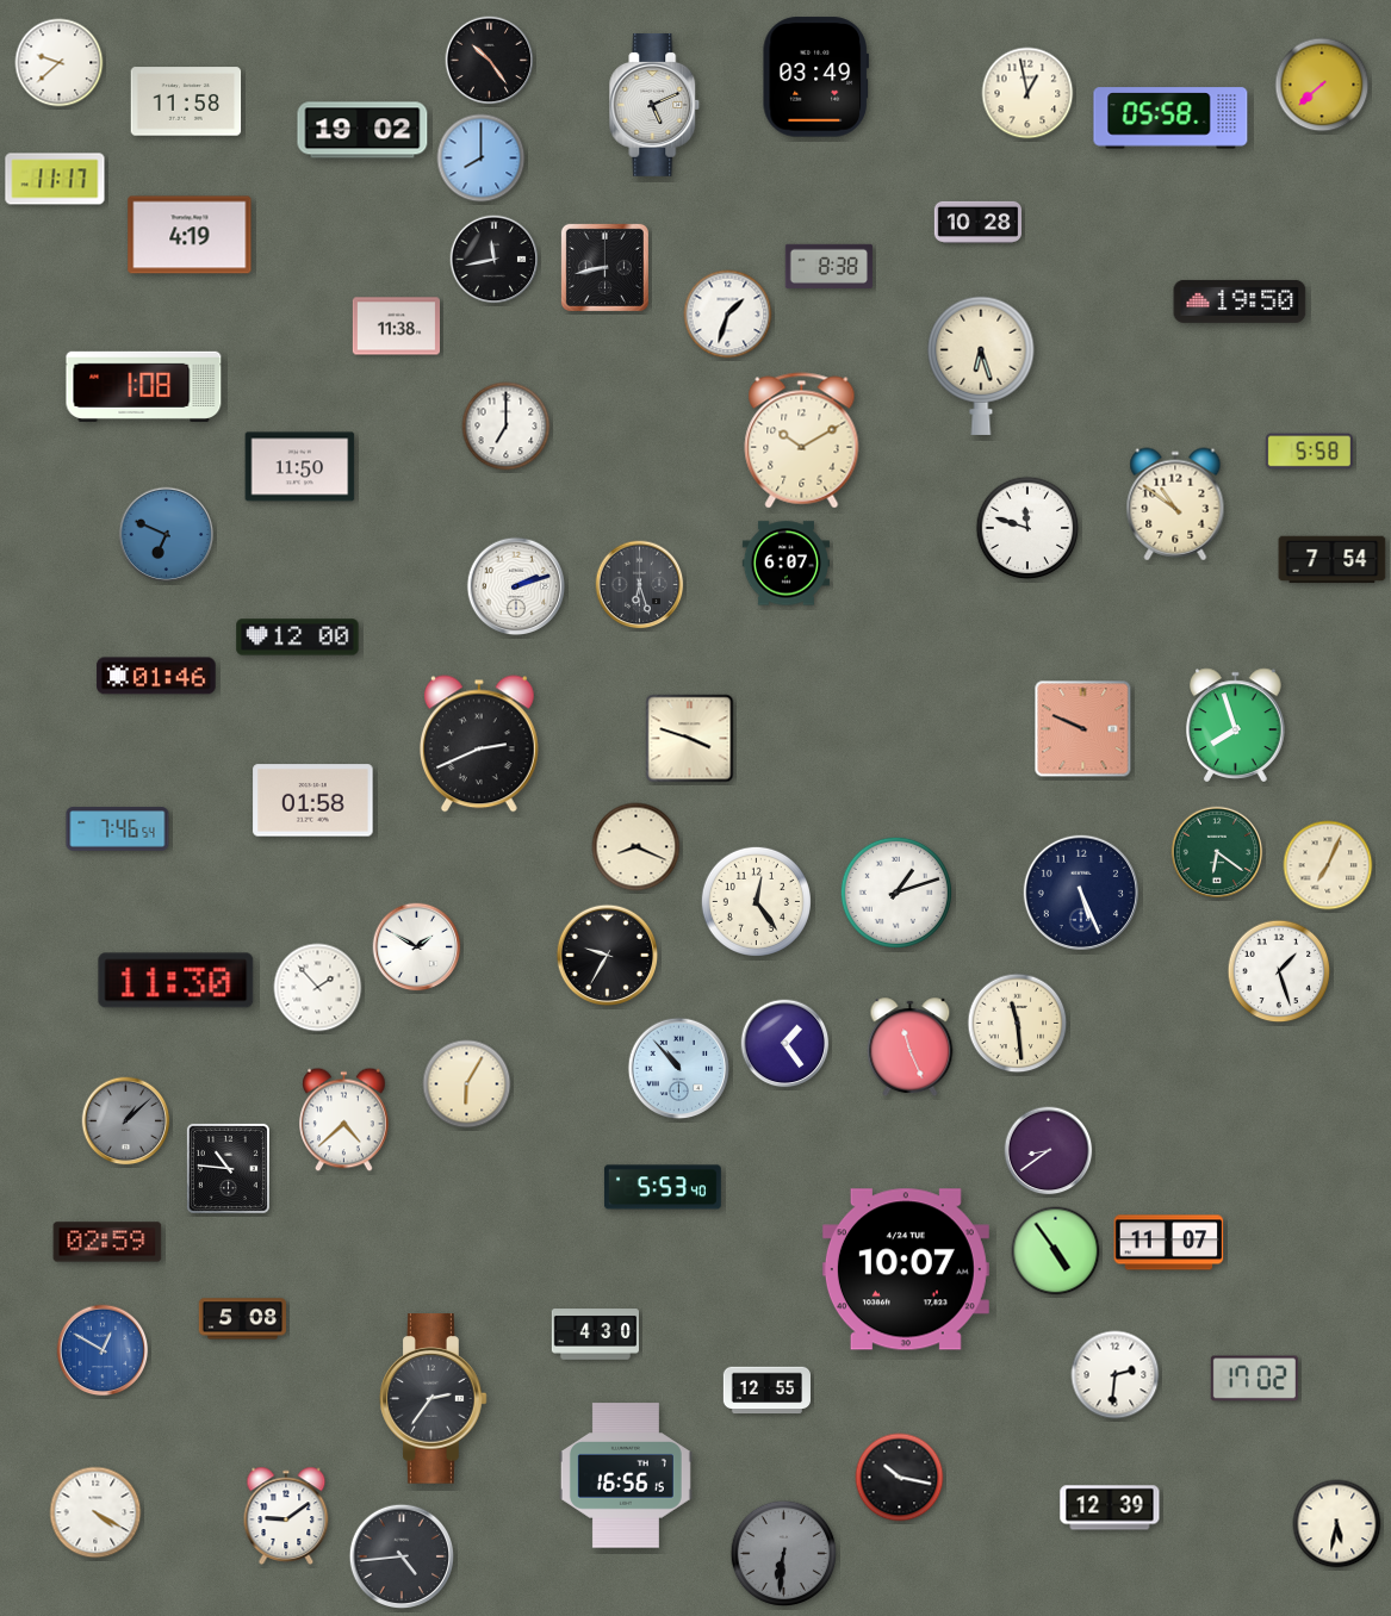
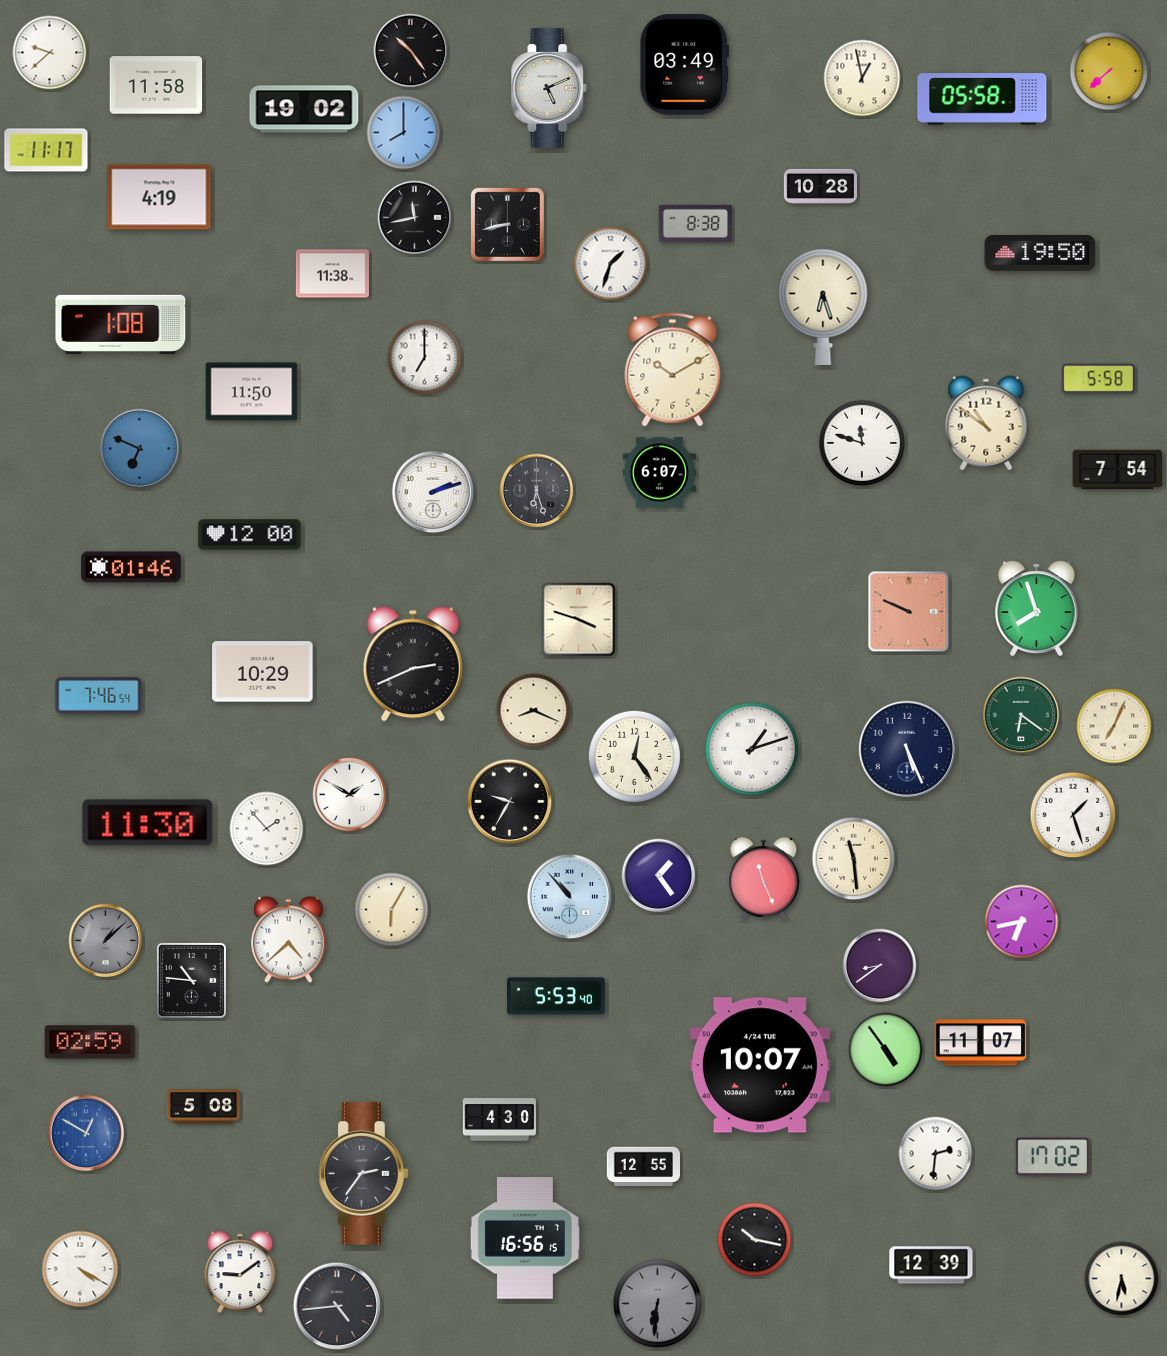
clock at (479, 744) position: (479, 744) -> (413, 664)
clock at (313, 801): 01:58 -> 10:29
clock at (1022, 922): none -> 6:43
